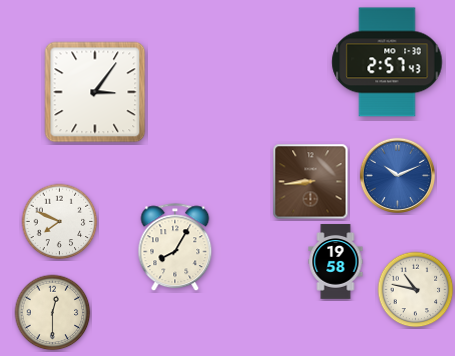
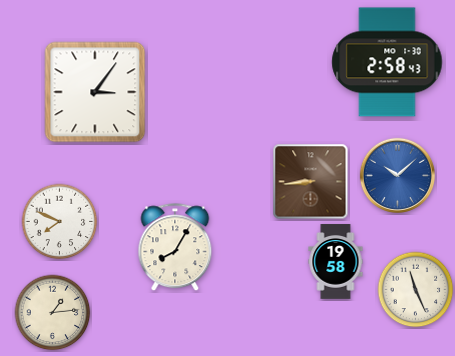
clock at (387, 62): 2:57 -> 2:58
clock at (397, 175): 10:11 -> 10:08
clock at (416, 290): 10:47 -> 11:26
clock at (53, 313): 12:30 -> 1:14
